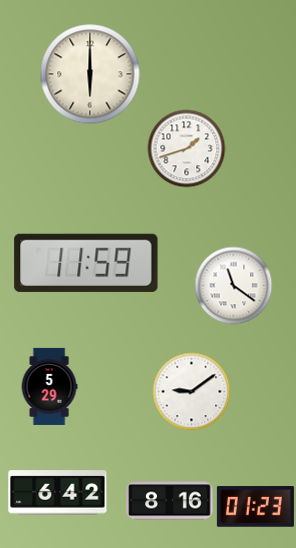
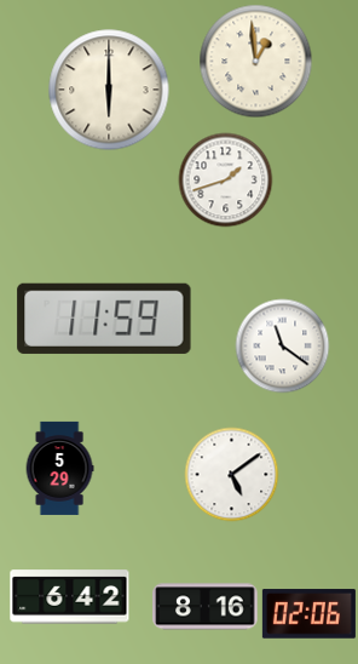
clock at (255, 61): none -> 12:59
clock at (191, 391): 9:09 -> 5:09
clock at (255, 507): 01:23 -> 02:06
